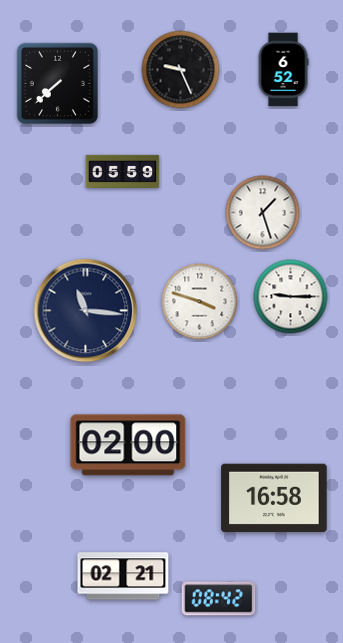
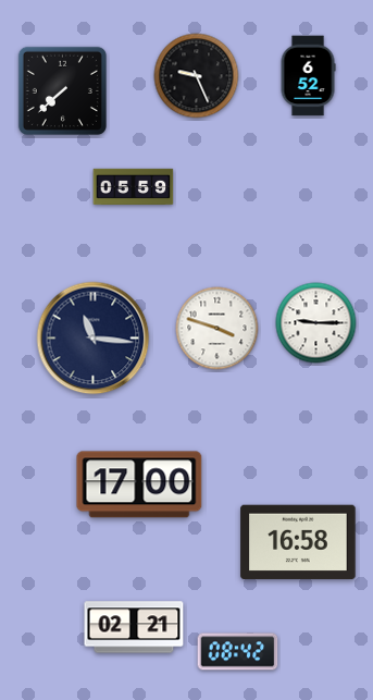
clock at (263, 213): 1:27 -> none
clock at (128, 445): 02:00 -> 17:00
